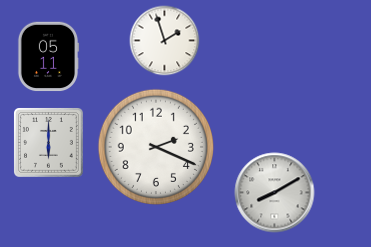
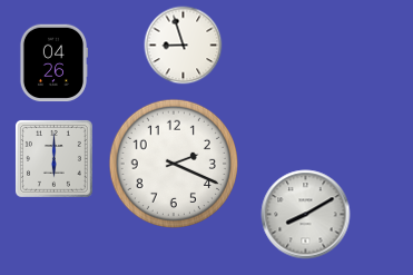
clock at (165, 41): 1:57 -> 8:57
clock at (48, 57): 05:11 -> 04:26
